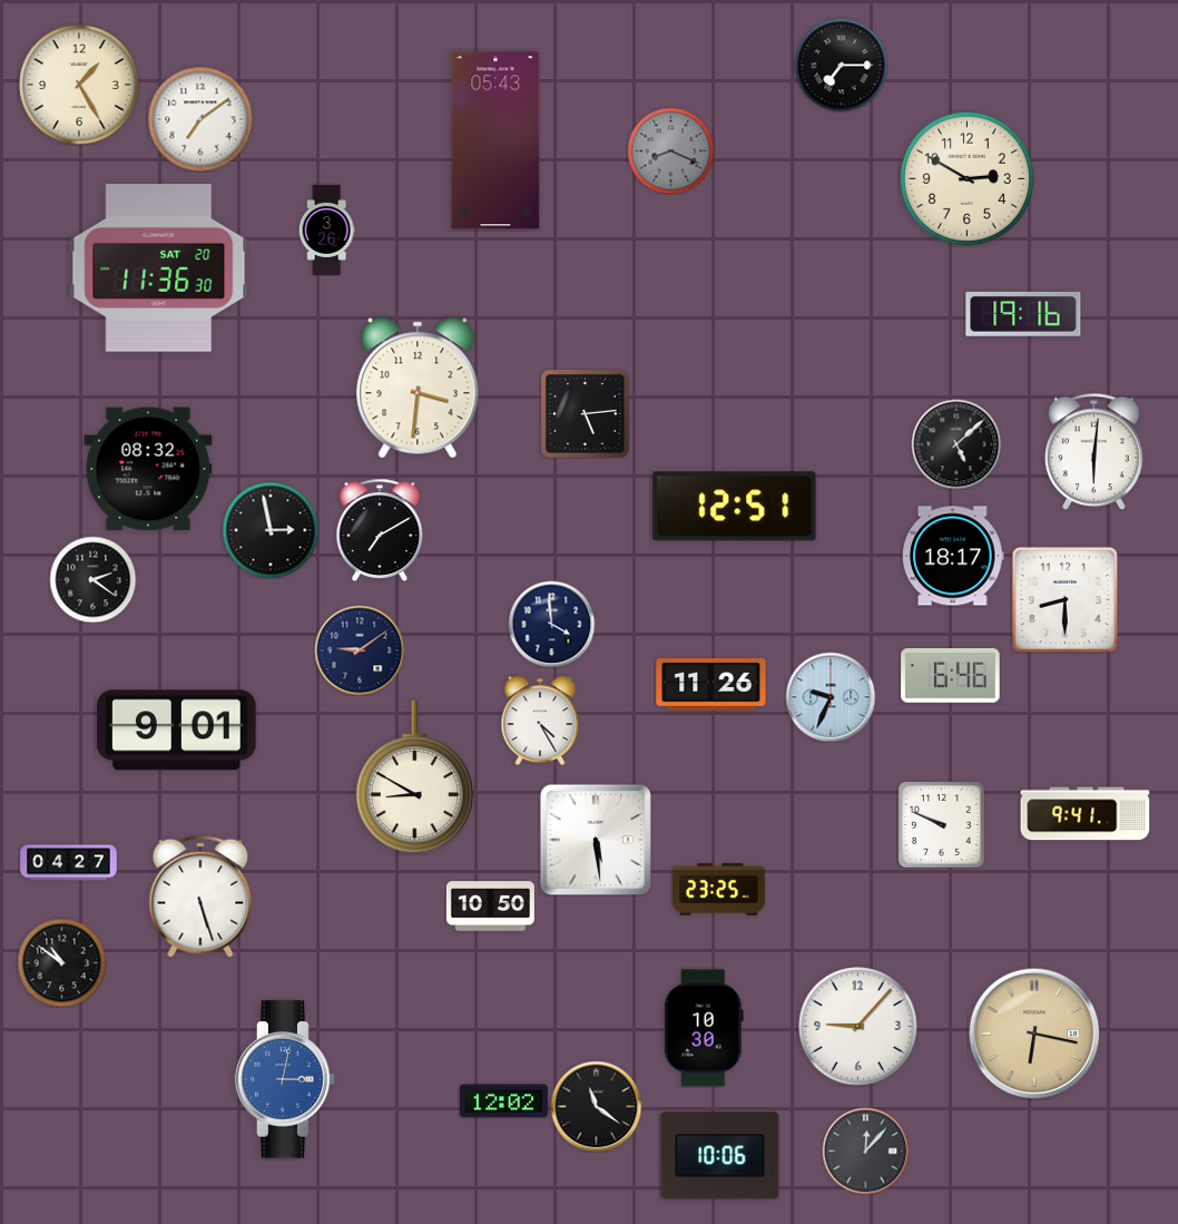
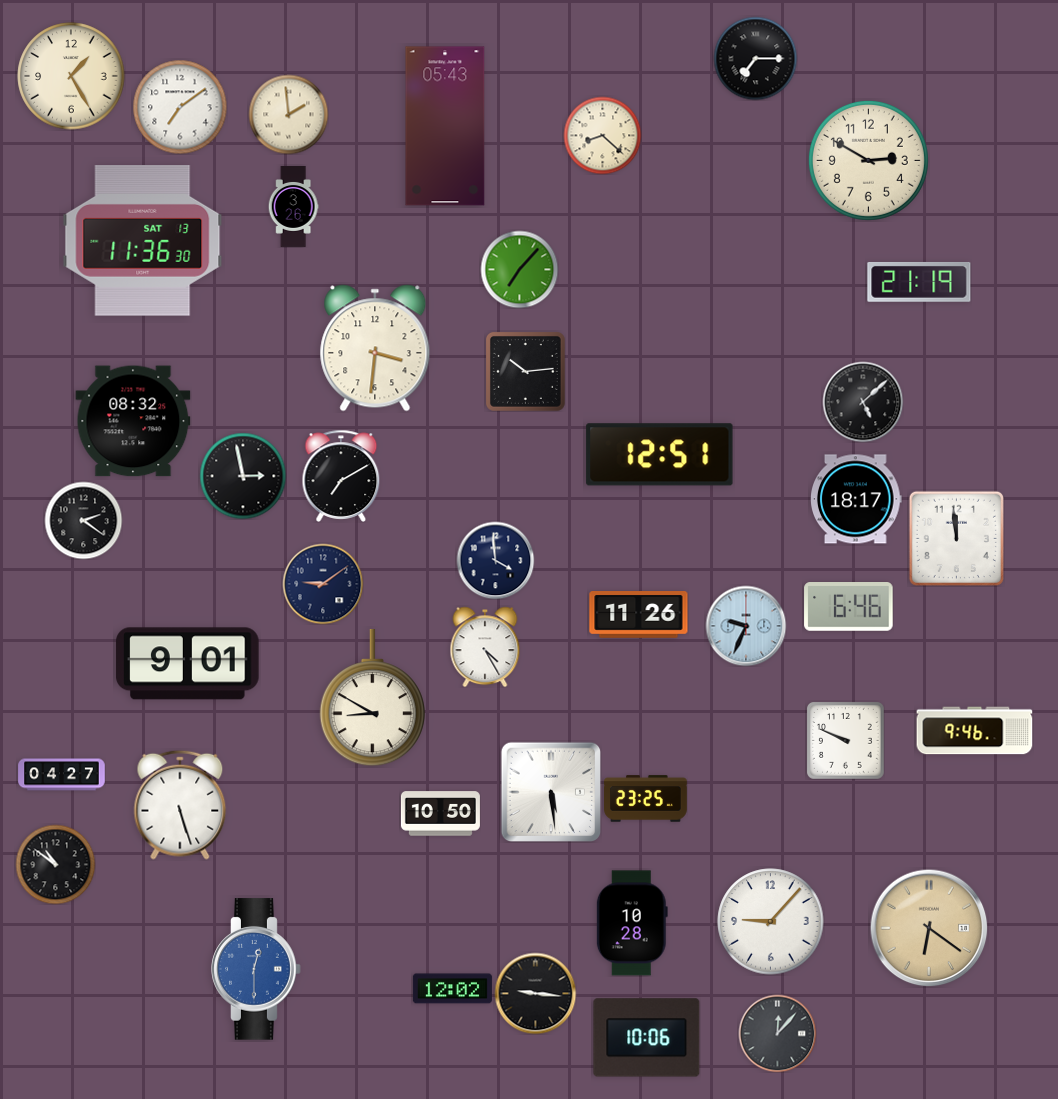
clock at (288, 114): none -> 1:59
clock at (670, 150): 8:19 -> 8:22
clock at (670, 150) dial: grey -> cream
clock at (159, 268) date: SAT 20 -> SAT 13
clock at (519, 269): none -> 7:07
clock at (1023, 314): 19:16 -> 21:19
clock at (585, 413): 5:14 -> 10:14
clock at (956, 444) position: (956, 444) -> (863, 402)
clock at (1094, 451): 6:01 -> none
clock at (1064, 599): 8:30 -> 11:59
clock at (951, 676) position: (951, 676) -> (849, 607)
clock at (177, 731) position: (177, 731) -> (188, 664)
clock at (1086, 814): 9:41 -> 9:46
clock at (596, 840) position: (596, 840) -> (551, 792)
clock at (704, 1028): 10:30 -> 10:28
clock at (1034, 1034): 6:17 -> 6:21
clock at (285, 1079): 3:02 -> 12:30
clock at (596, 1106): 11:21 -> 9:16
